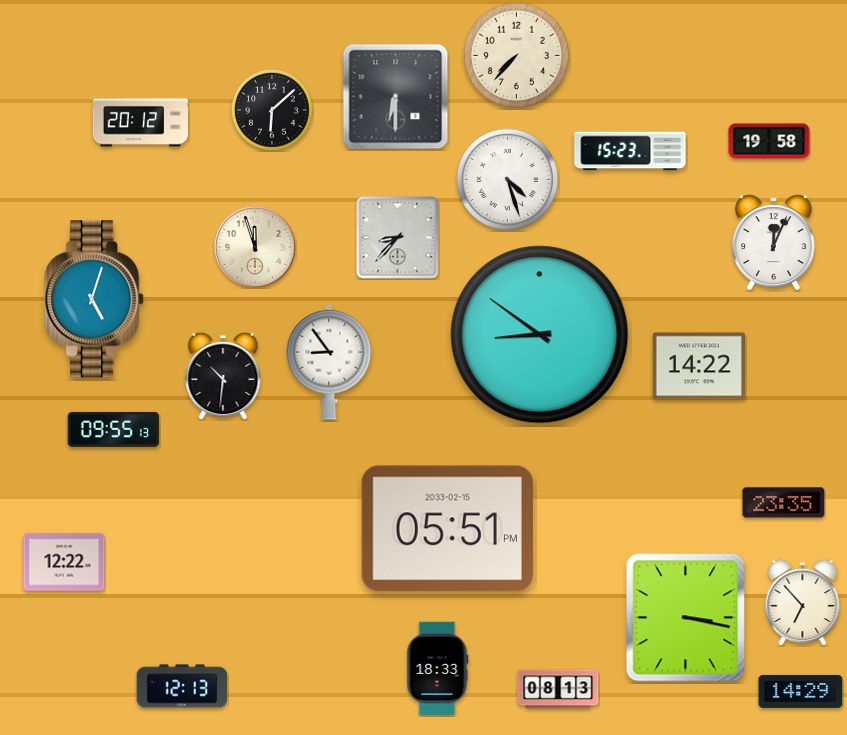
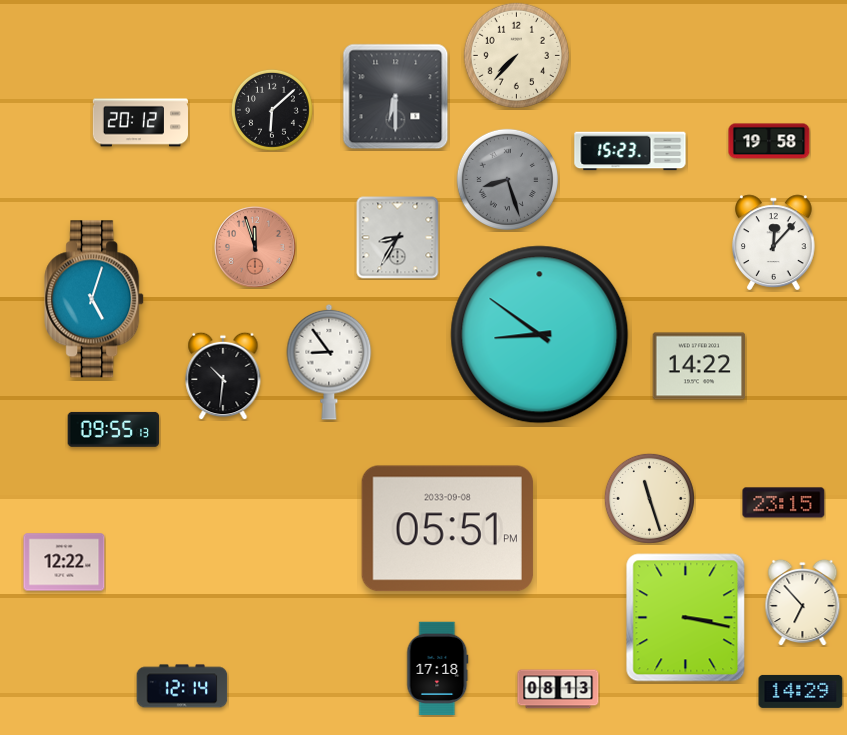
clock at (507, 179): 4:27 -> 8:27
clock at (507, 179) dial: white -> grey
clock at (398, 238): 8:37 -> 8:35
clock at (774, 243): 12:04 -> 12:07
clock at (255, 247) dial: cream -> salmon
clock at (649, 498): none -> 11:27
clock at (784, 503): 23:35 -> 23:15
clock at (447, 529) date: 2033-02-15 -> 2033-09-08
clock at (438, 669): 18:33 -> 17:18
clock at (182, 686): 12:13 -> 12:14
